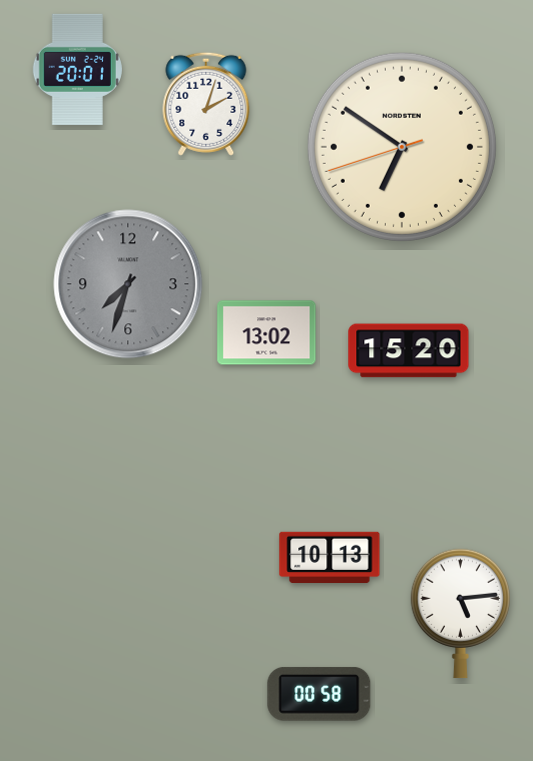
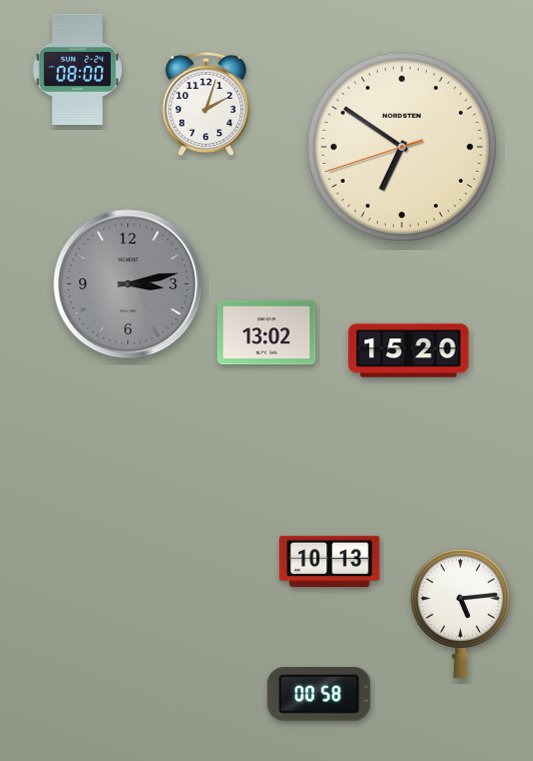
clock at (77, 69): 20:01 -> 08:00
clock at (128, 284): 7:33 -> 3:13
clock at (330, 557) position: (330, 557) -> (330, 561)
